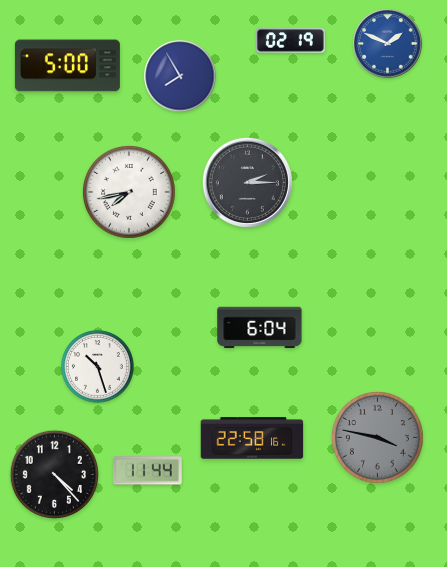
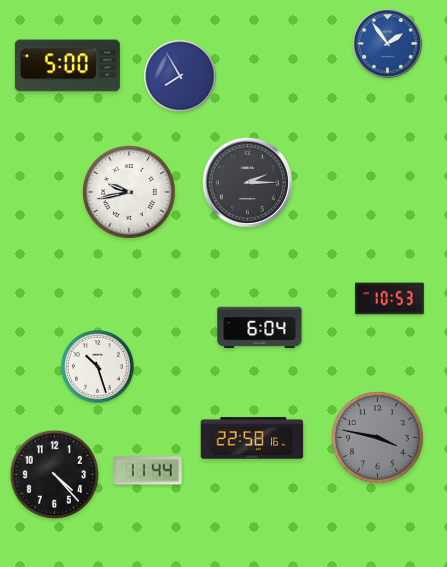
clock at (291, 41): 02:19 -> none
clock at (388, 44): 1:49 -> 1:54
clock at (130, 193): 7:43 -> 9:43
clock at (390, 299): none -> 10:53
